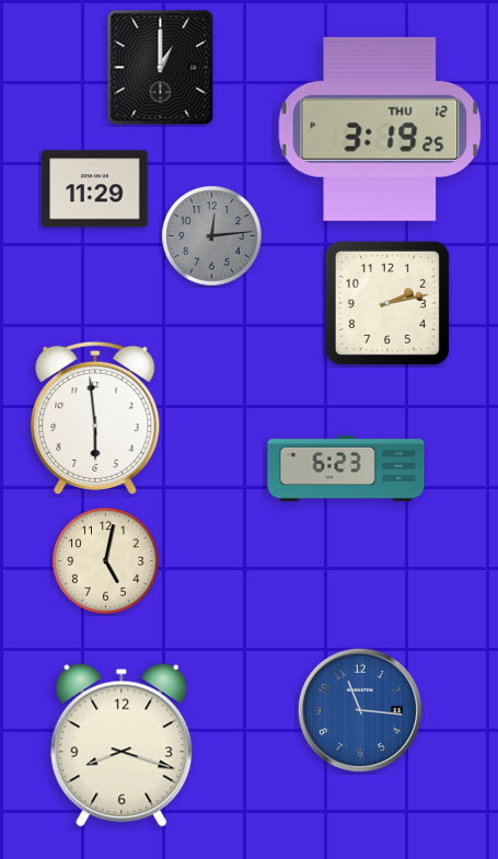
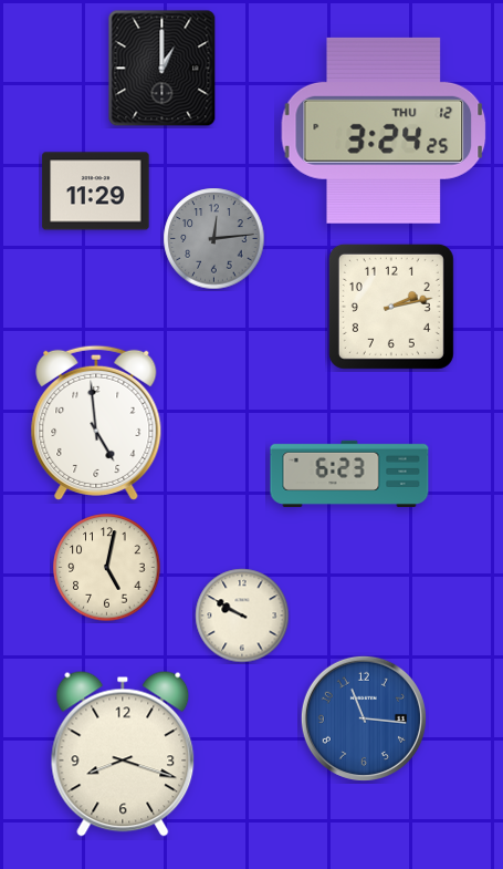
clock at (380, 129): 3:19 -> 3:24
clock at (95, 418): 5:59 -> 4:59
clock at (242, 615): none -> 9:50
